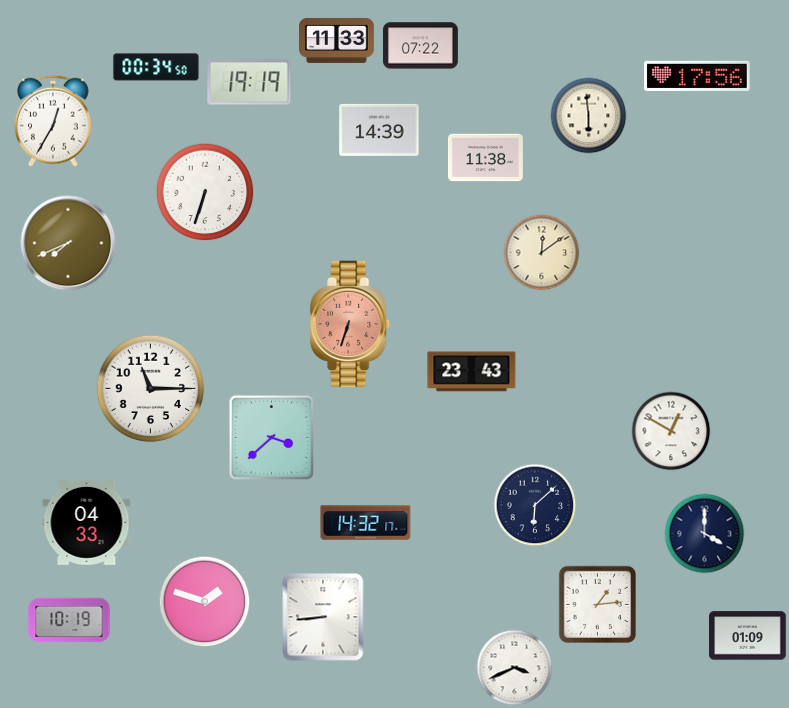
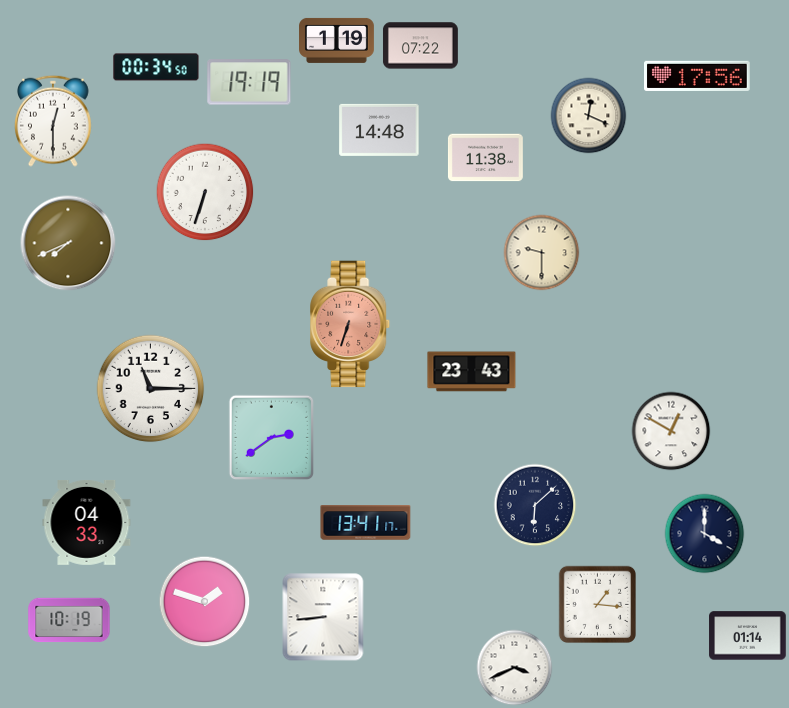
clock at (337, 40): 11:33 -> 1:19
clock at (589, 116): 5:59 -> 12:19
clock at (54, 121): 12:35 -> 12:30
clock at (379, 130): 14:39 -> 14:48
clock at (542, 253): 12:09 -> 9:30
clock at (271, 437): 3:38 -> 2:39
clock at (366, 523): 14:32 -> 13:41
clock at (597, 604): 1:14 -> 1:16
clock at (748, 636): 01:09 -> 01:14
